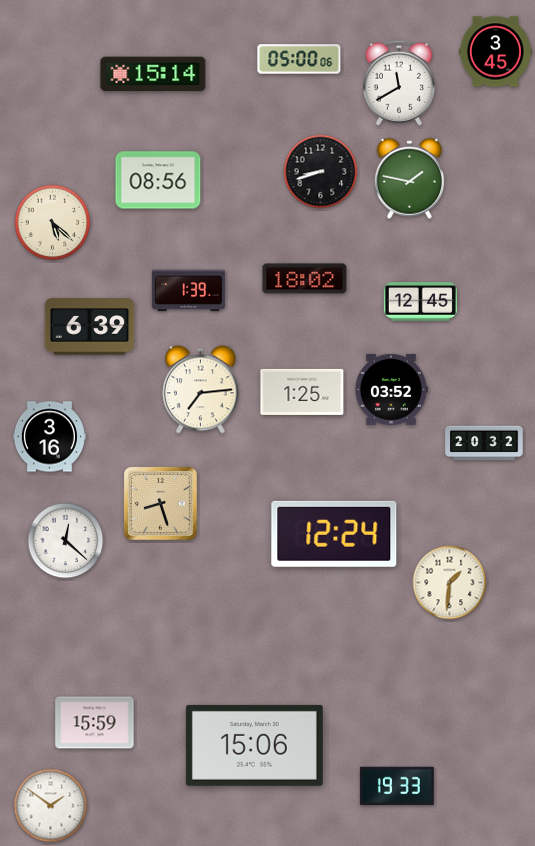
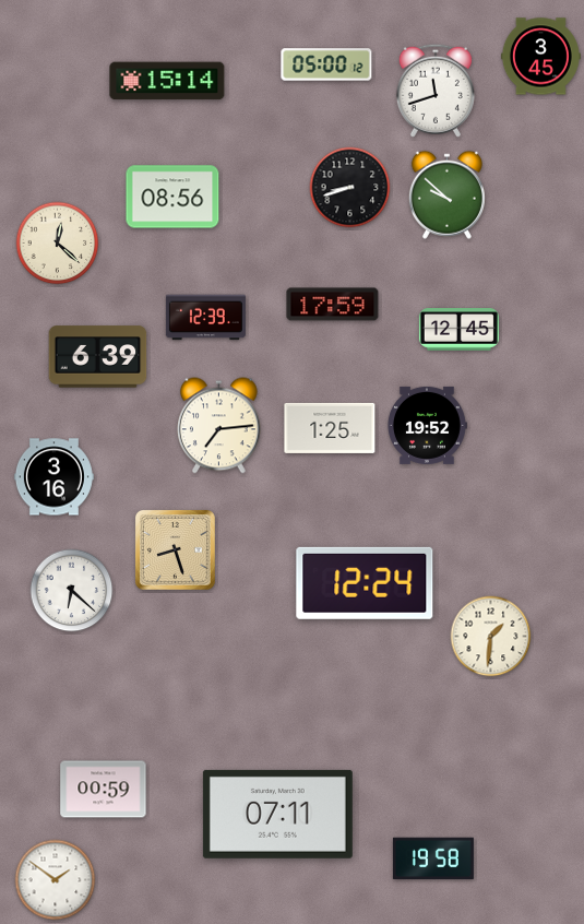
clock at (299, 59): 05:00:06 -> 05:00:12
clock at (399, 83): 11:40 -> 11:42
clock at (409, 178): 1:47 -> 9:52
clock at (53, 223): 5:22 -> 12:22
clock at (305, 279): 18:02 -> 17:59
clock at (188, 291): 1:39 -> 12:39
clock at (391, 389): 03:52 -> 19:52
clock at (484, 443): 20:32 -> none
clock at (66, 541): 12:22 -> 6:22
clock at (95, 723): 15:59 -> 00:59
clock at (254, 745): 15:06 -> 07:11
clock at (397, 786): 19:33 -> 19:58
